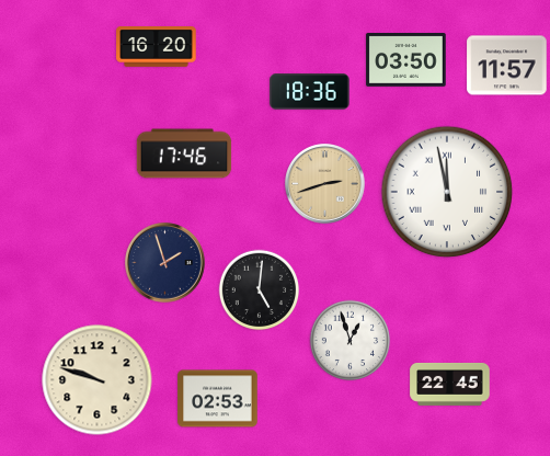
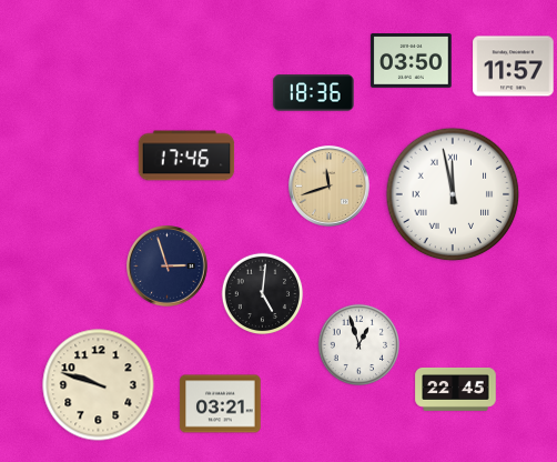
clock at (157, 47): 16:20 -> none
clock at (325, 184): 2:42 -> 11:42
clock at (165, 263): 1:57 -> 2:57
clock at (351, 341) position: (351, 341) -> (359, 345)
clock at (218, 399): 02:53 -> 03:21
